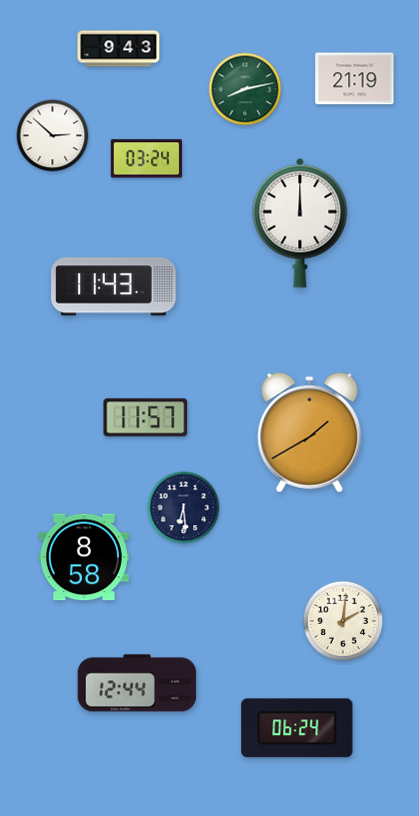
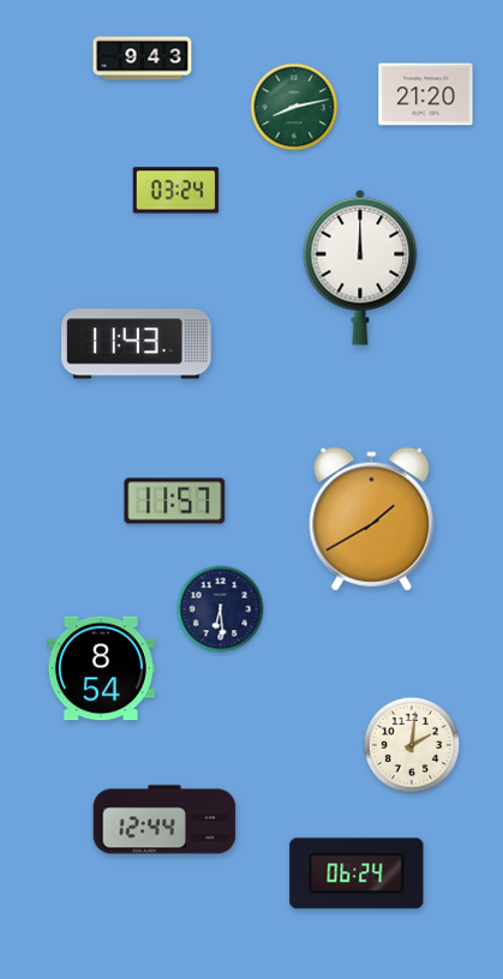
clock at (355, 79): 21:19 -> 21:20
clock at (53, 136): 2:52 -> none
clock at (84, 557): 8:58 -> 8:54
